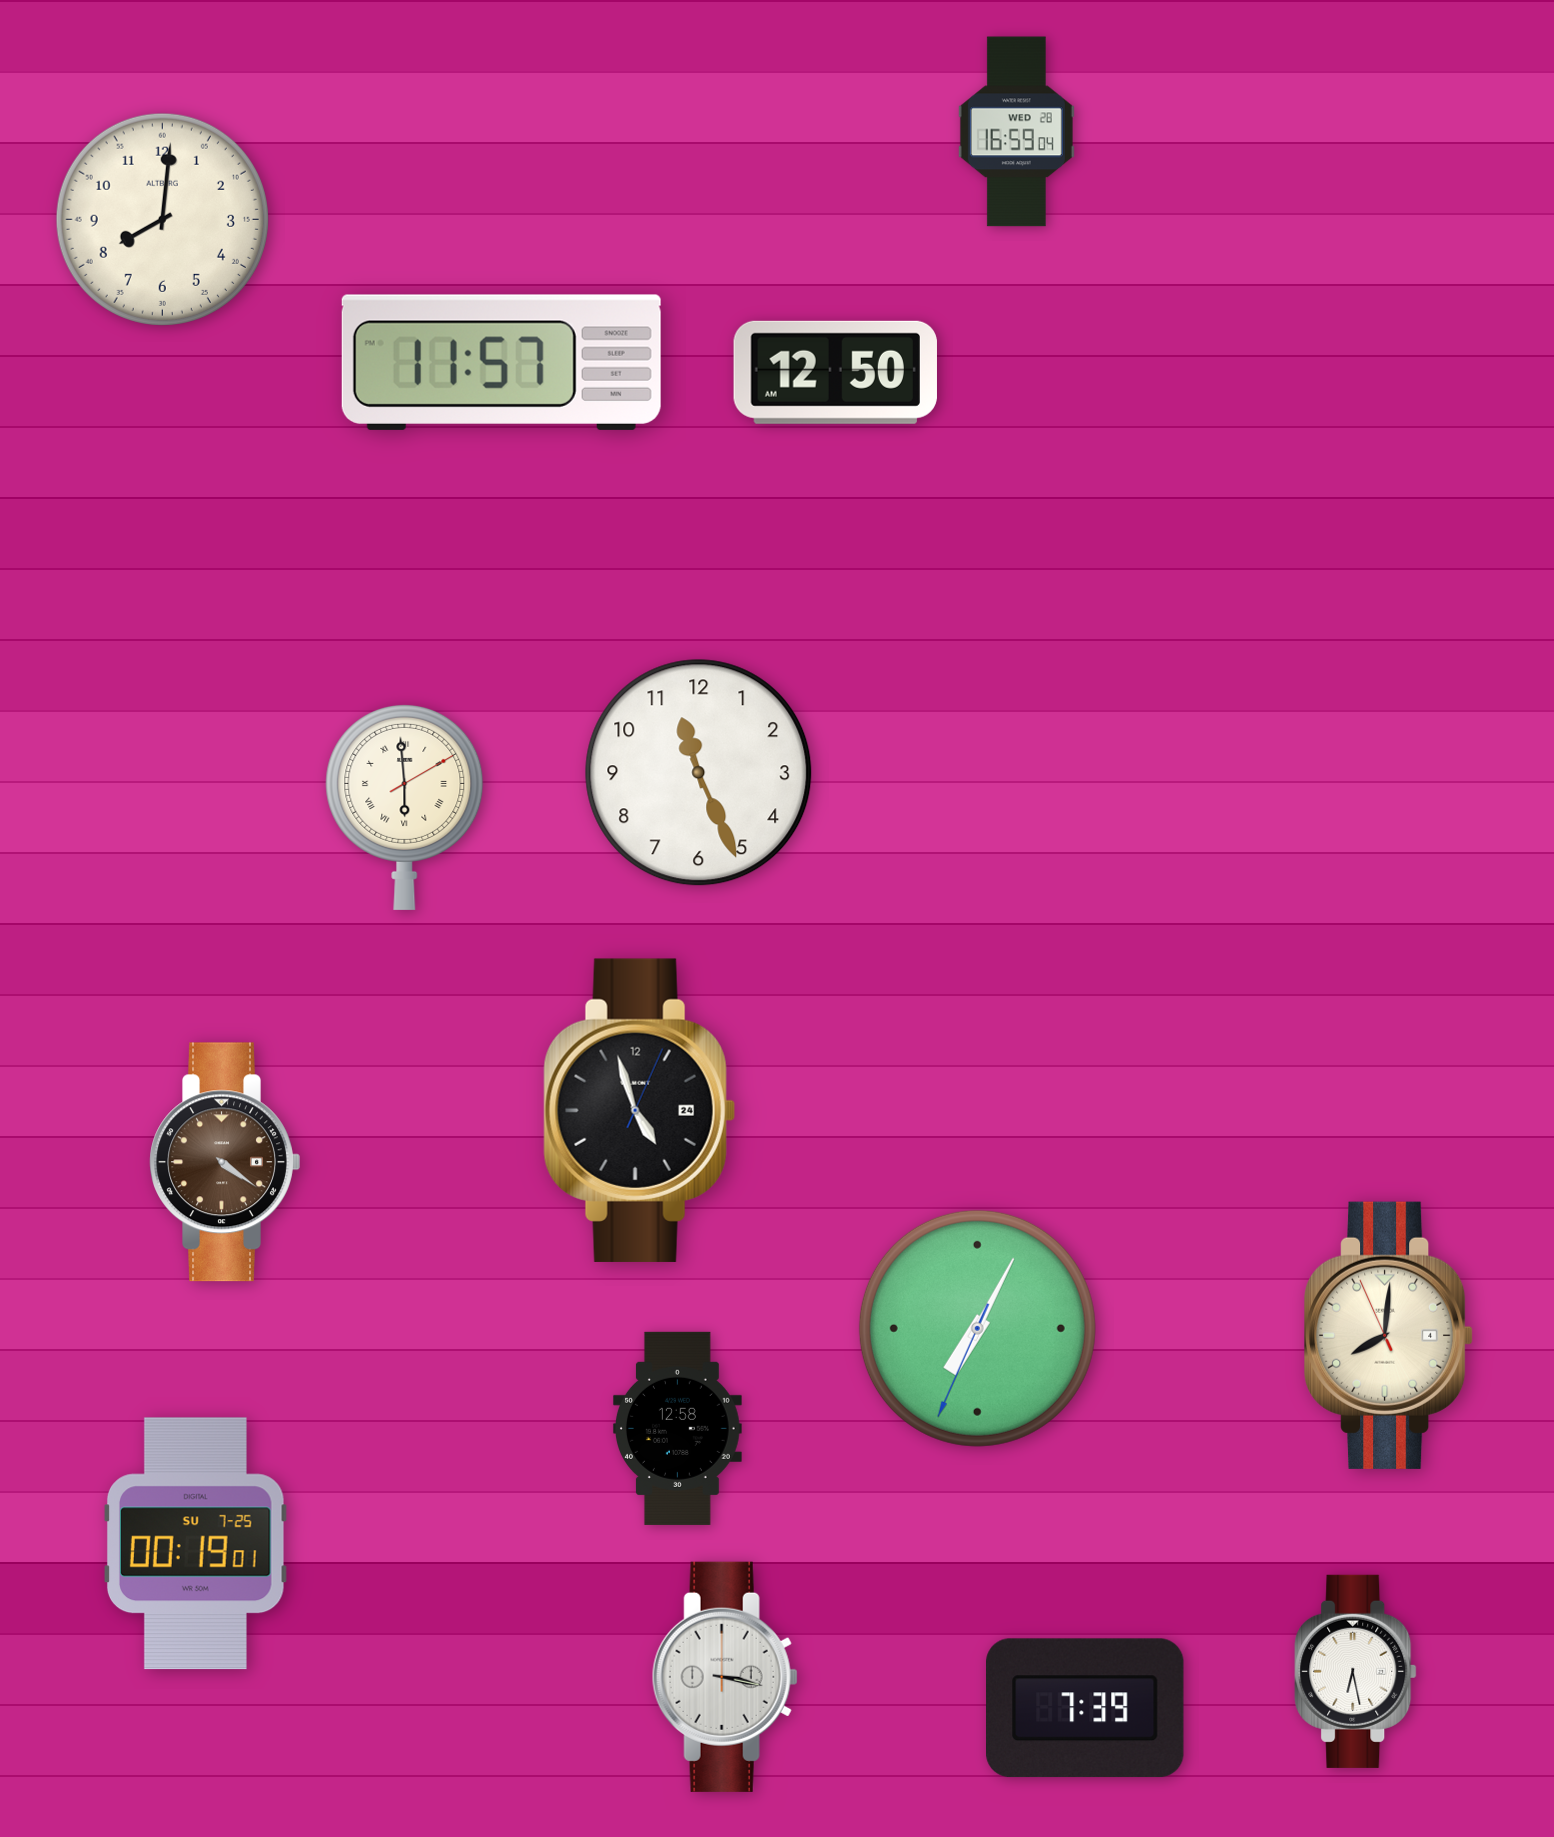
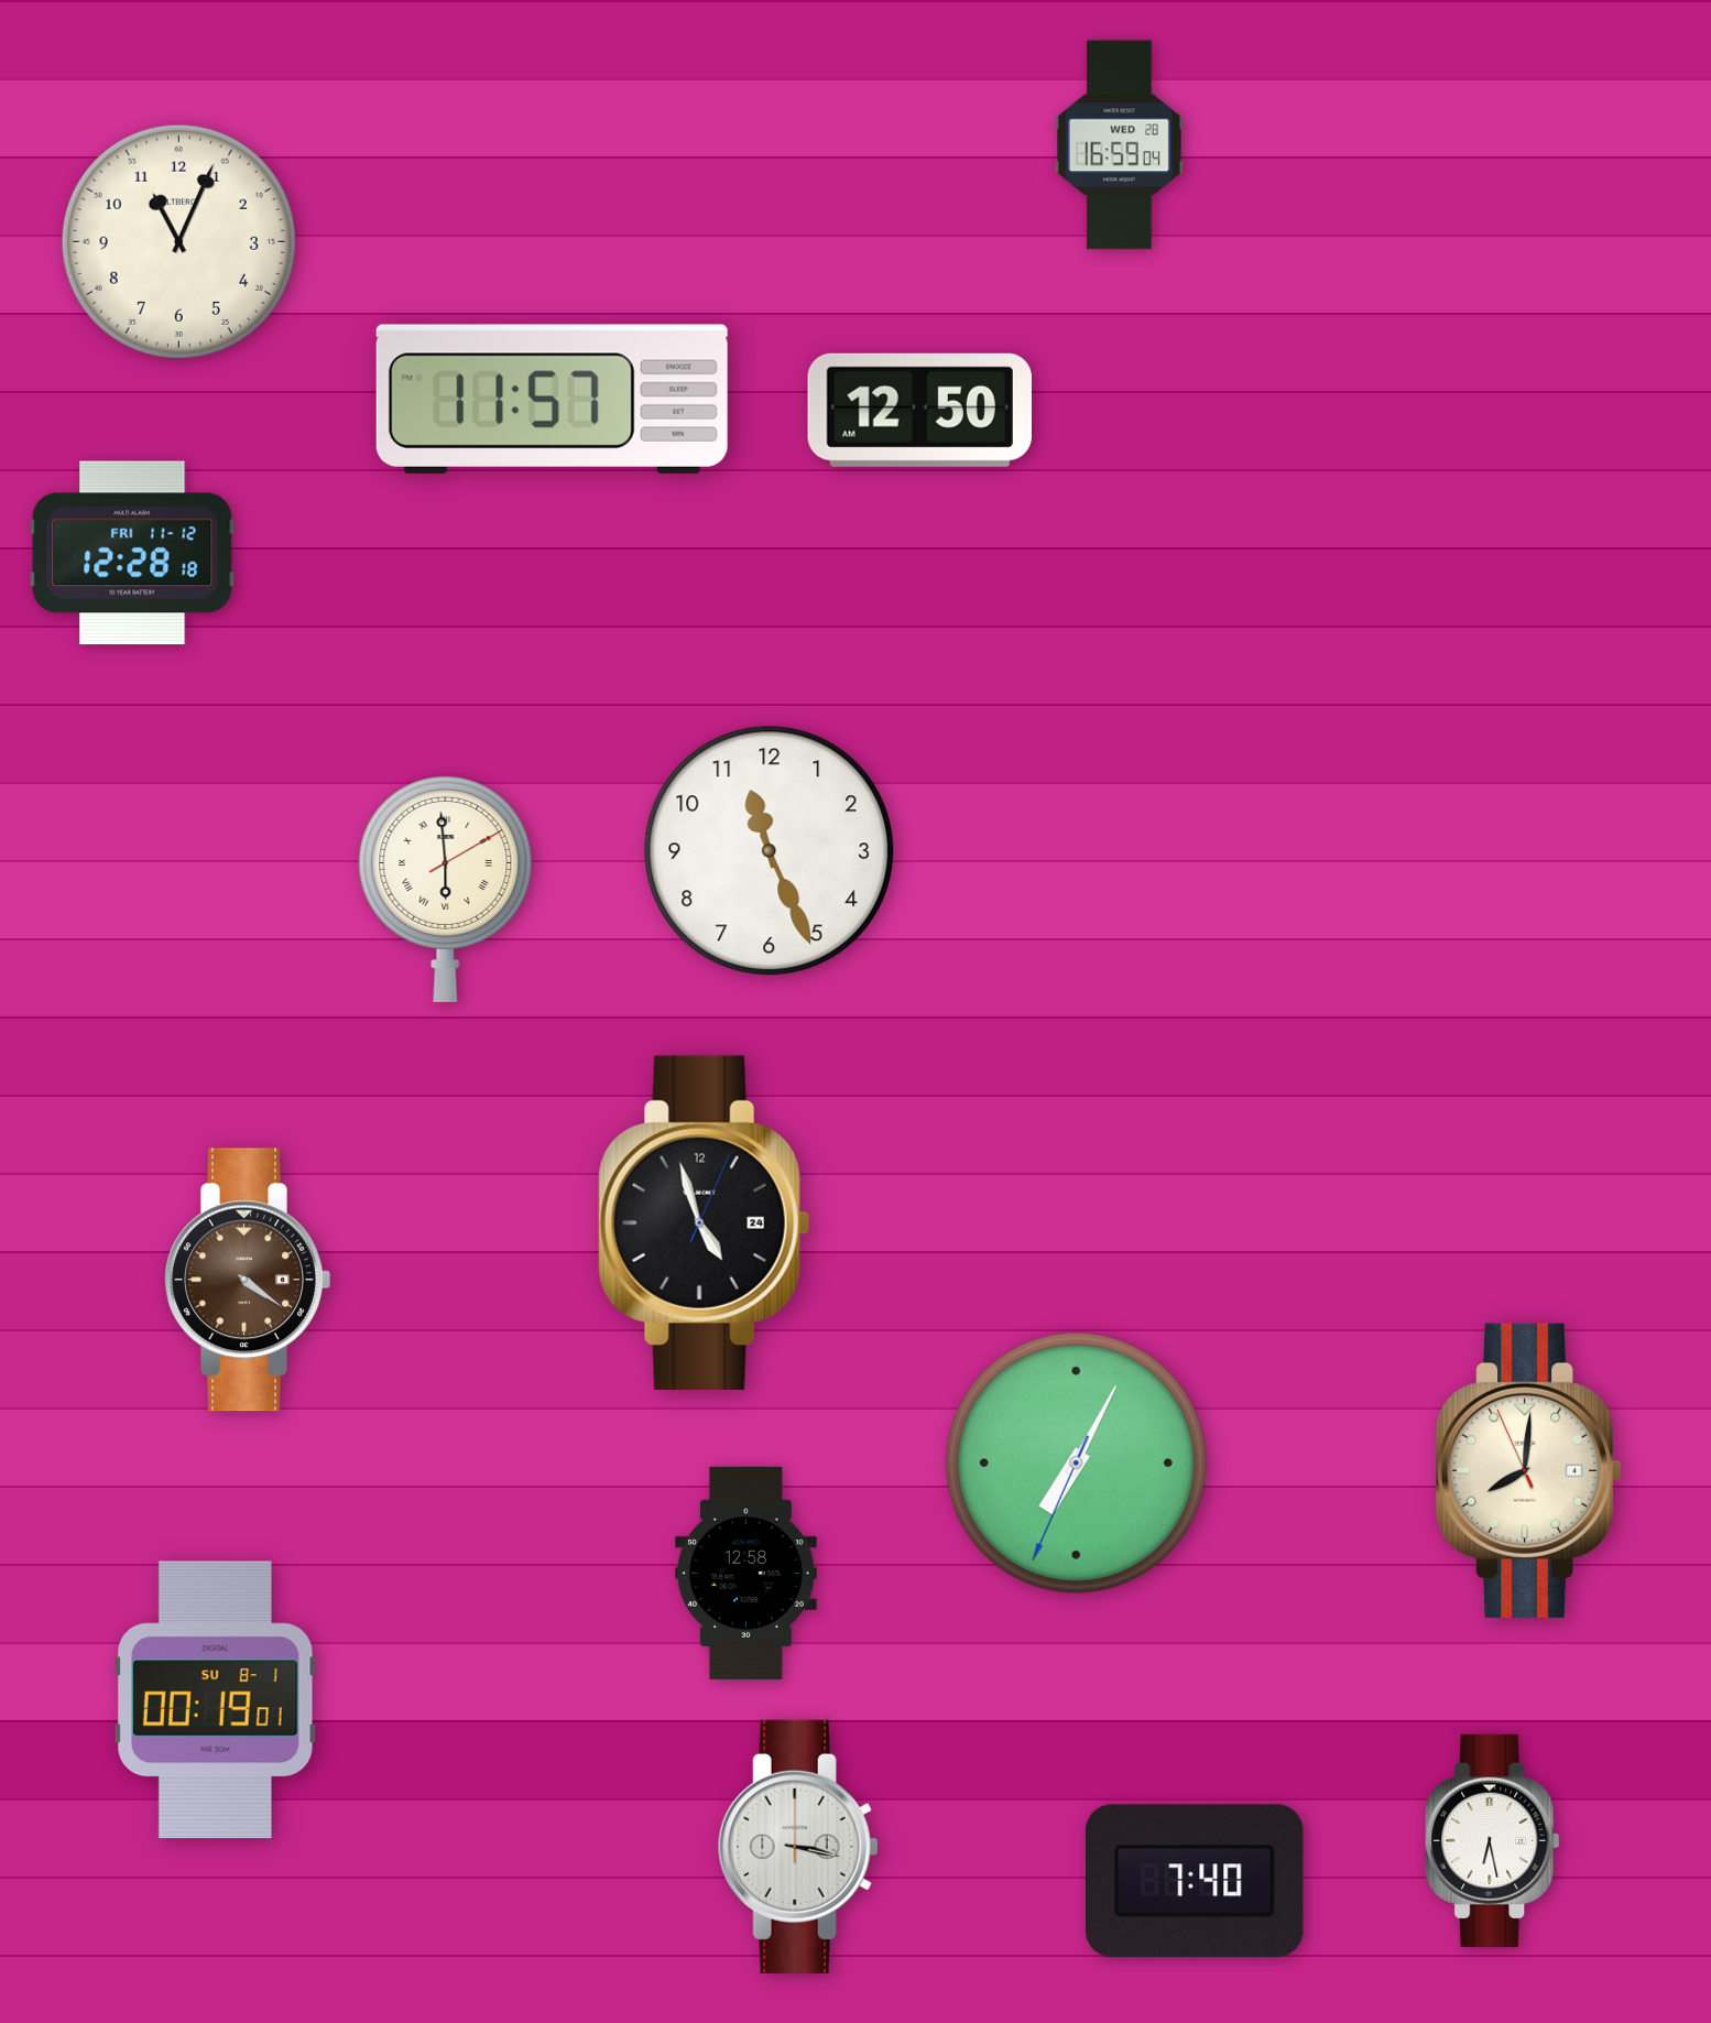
clock at (162, 219): 8:01 -> 11:04
clock at (132, 553): none -> 12:28
clock at (195, 1544) date: SU 7-25 -> SU 8-1
clock at (1086, 1708): 7:39 -> 7:40
